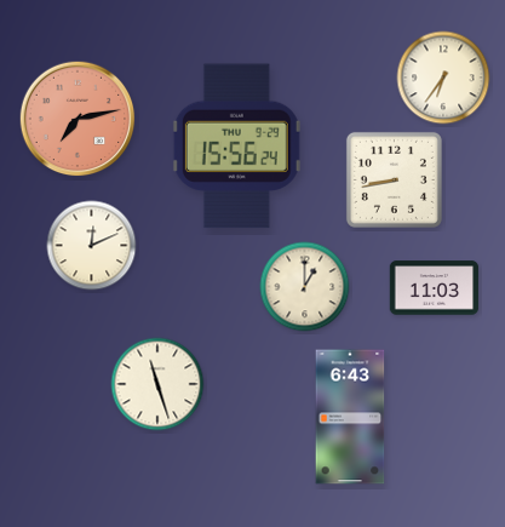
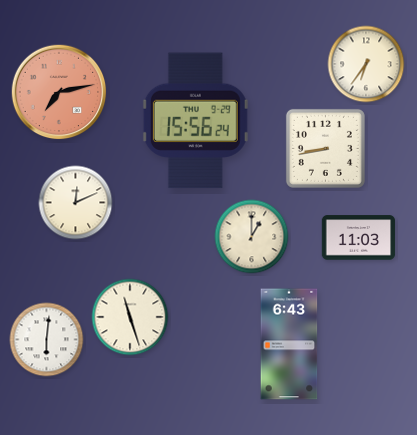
clock at (78, 119) position: (78, 119) -> (59, 92)
clock at (47, 340): none -> 6:01
